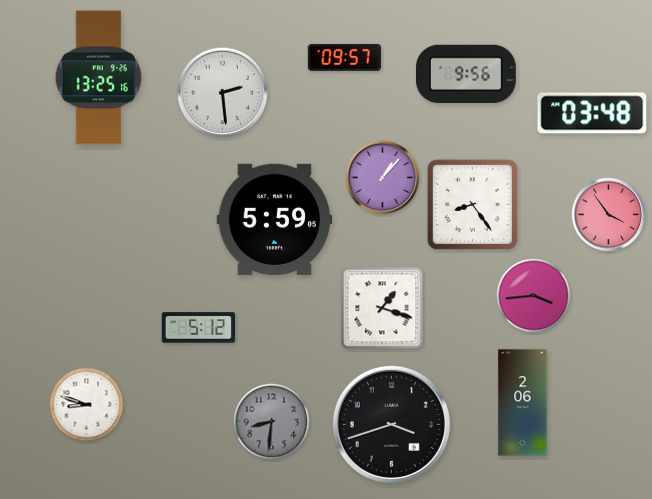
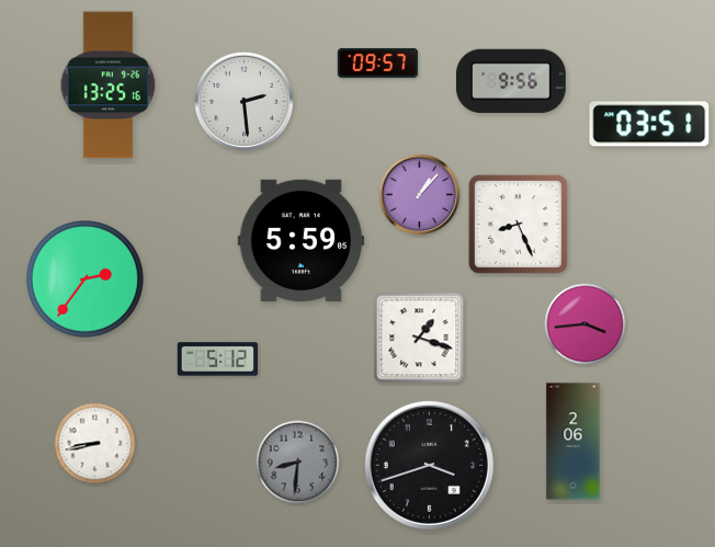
clock at (592, 113): 03:48 -> 03:51
clock at (472, 204): 8:24 -> 8:26
clock at (609, 215): 3:54 -> none
clock at (86, 280): none -> 2:36
clock at (87, 405): 8:48 -> 8:43
